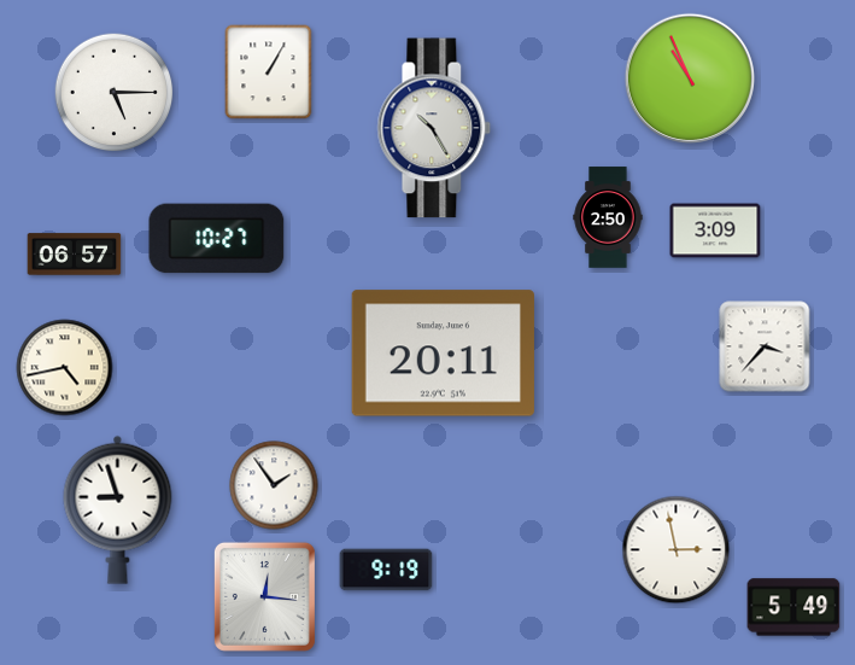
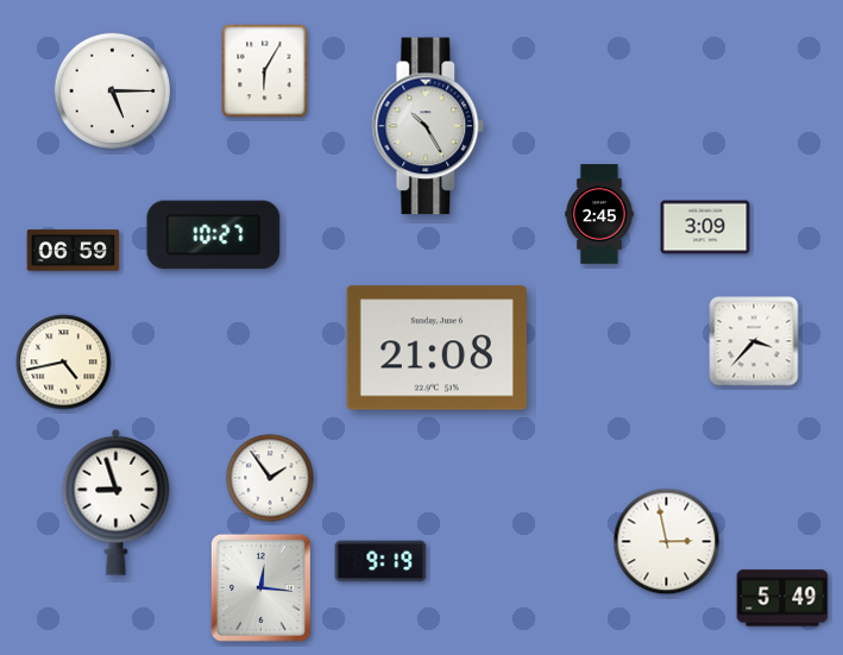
clock at (269, 72): 1:05 -> 6:05
clock at (689, 77): 10:56 -> none
clock at (608, 217): 2:50 -> 2:45
clock at (75, 255): 06:57 -> 06:59
clock at (443, 354): 20:11 -> 21:08
